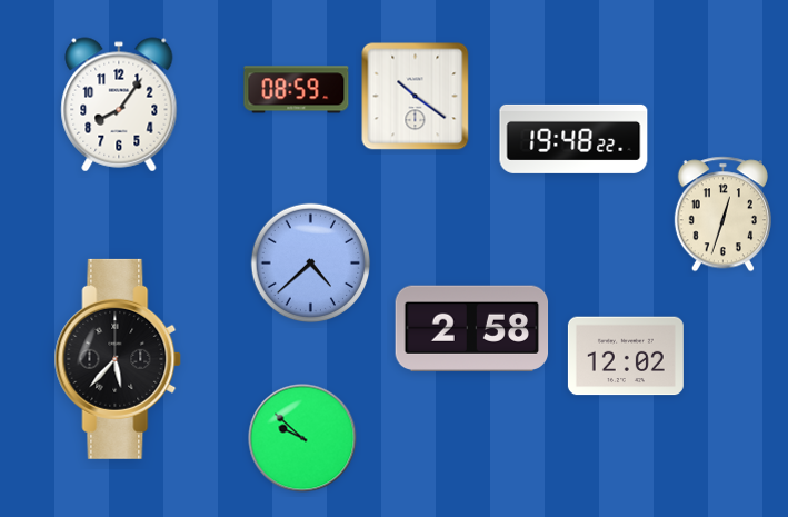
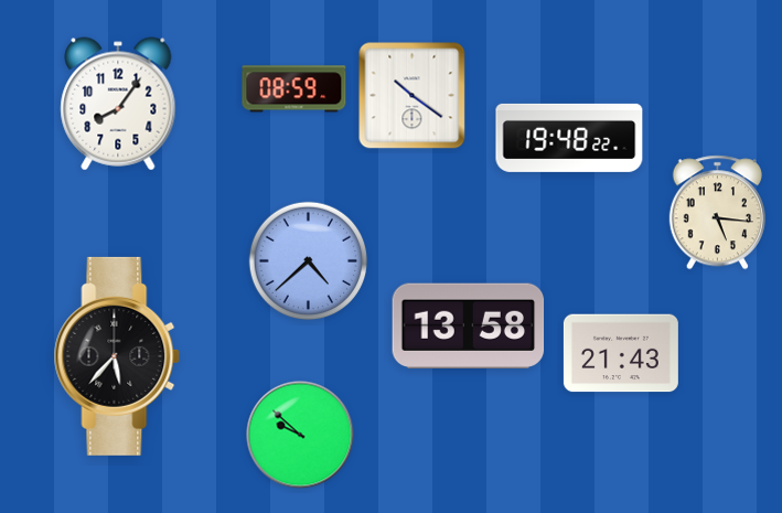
clock at (722, 215): 12:33 -> 5:16
clock at (472, 328): 2:58 -> 13:58
clock at (626, 356): 12:02 -> 21:43
